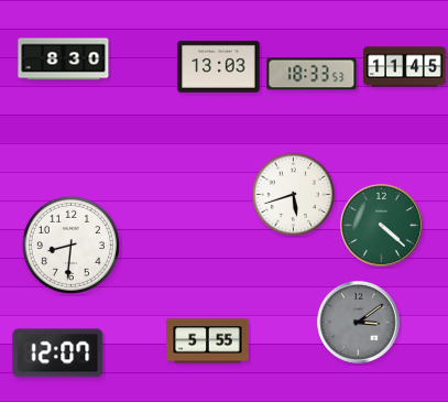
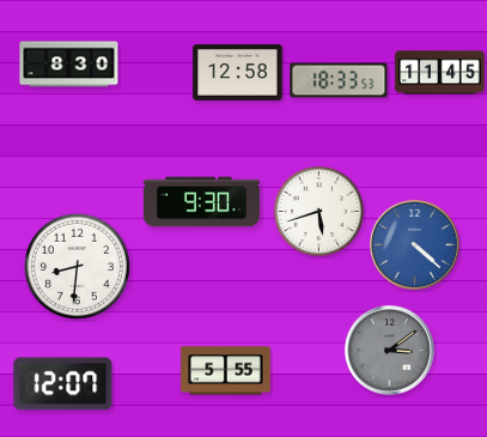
clock at (219, 66): 13:03 -> 12:58
clock at (201, 202): none -> 9:30
clock at (381, 225) dial: green -> blue
